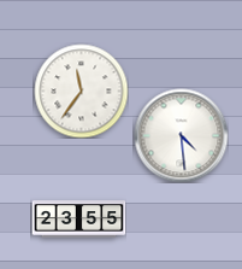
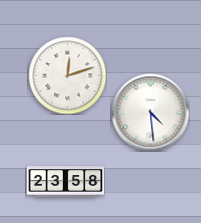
clock at (81, 90): 11:36 -> 12:12
clock at (78, 220): 23:55 -> 23:58
